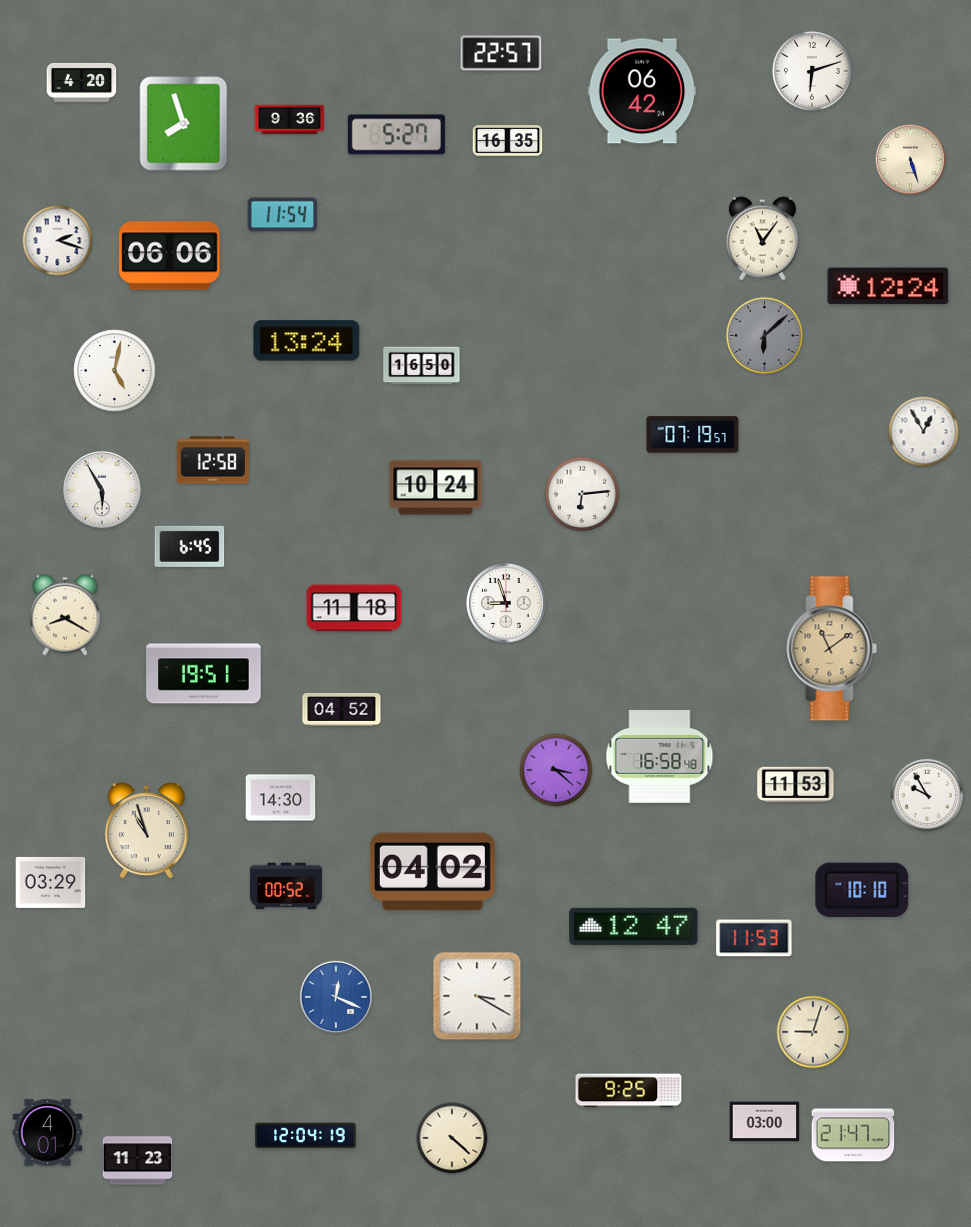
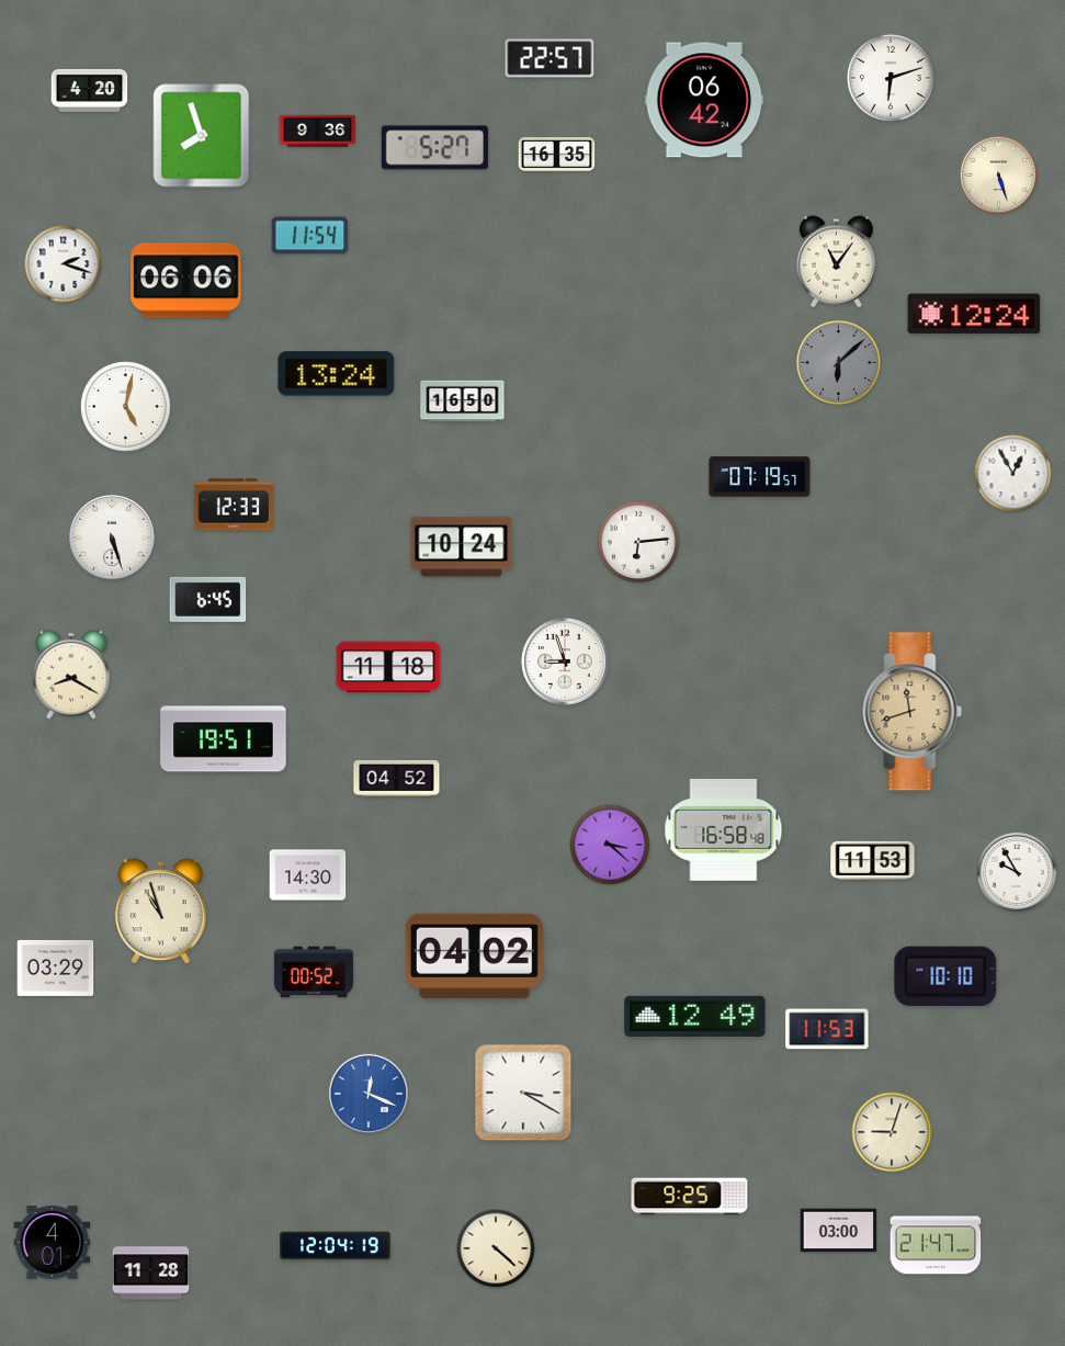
clock at (764, 335) position: (764, 335) -> (838, 362)
clock at (213, 460): 12:58 -> 12:33
clock at (436, 488) position: (436, 488) -> (462, 547)
clock at (102, 490): 5:55 -> 5:27
clock at (506, 603) position: (506, 603) -> (565, 661)
clock at (832, 649): 11:09 -> 11:42
clock at (342, 709) position: (342, 709) -> (397, 778)
clock at (634, 926): 12:47 -> 12:49
clock at (138, 1161): 11:23 -> 11:28
